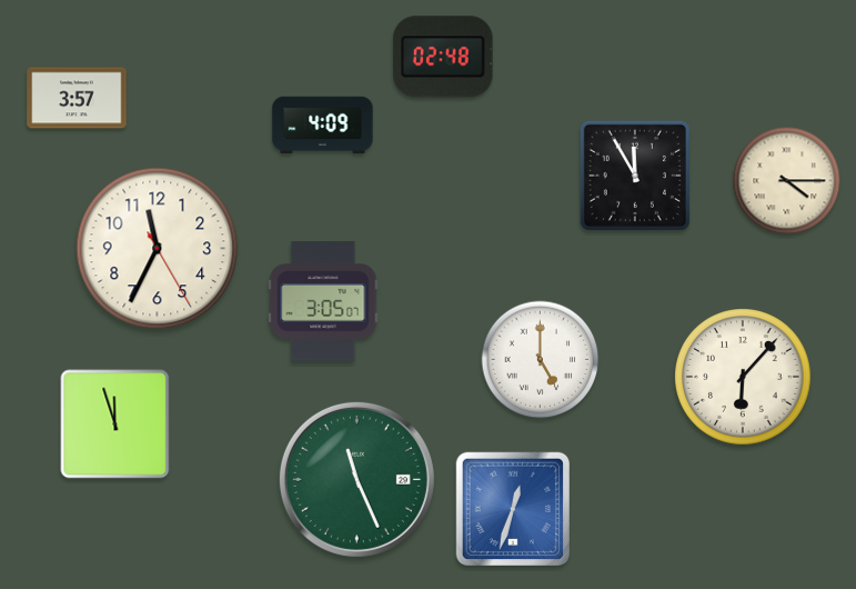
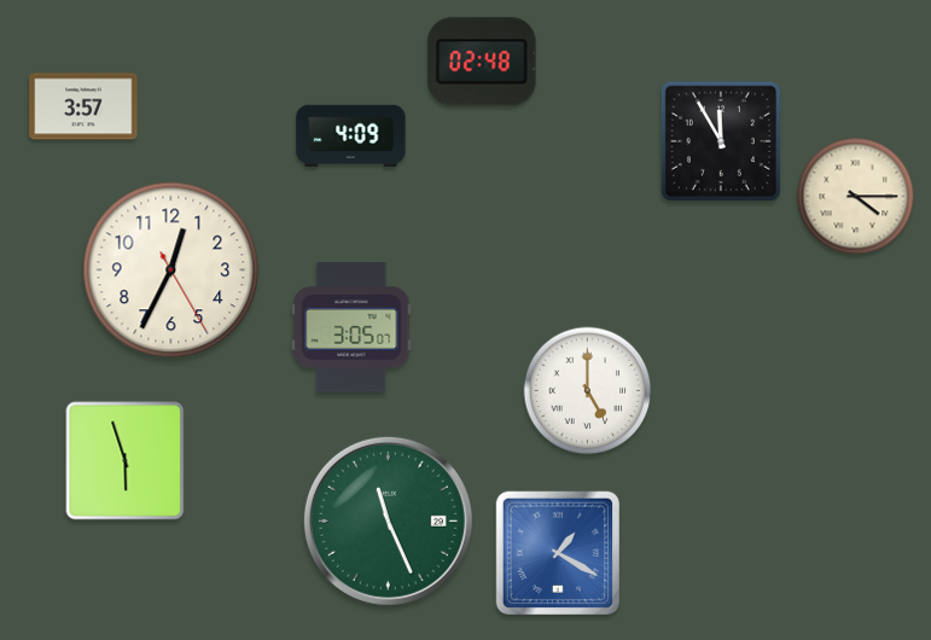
clock at (635, 176) position: (635, 176) -> (721, 141)
clock at (158, 249): 11:34 -> 12:34
clock at (743, 377): 6:07 -> none
clock at (115, 425): 11:57 -> 5:57
clock at (512, 508): 12:33 -> 1:20
